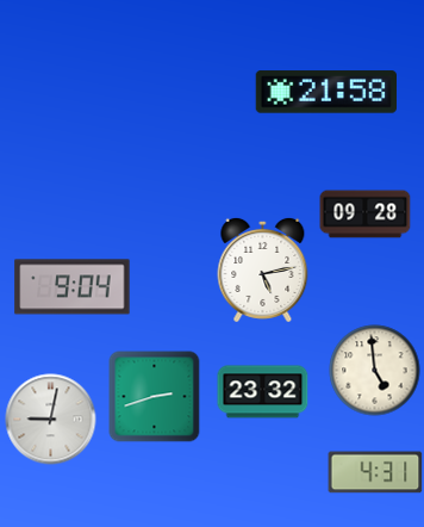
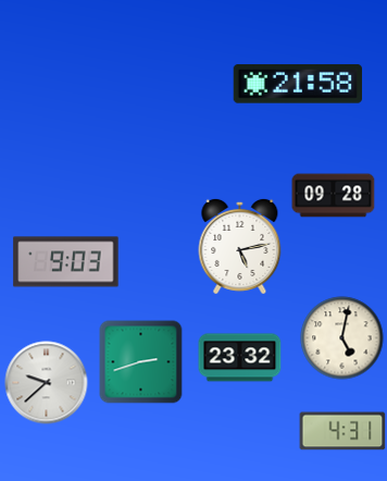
clock at (73, 287): 9:04 -> 9:03
clock at (375, 371): 4:59 -> 5:02
clock at (51, 420): 9:02 -> 9:38
